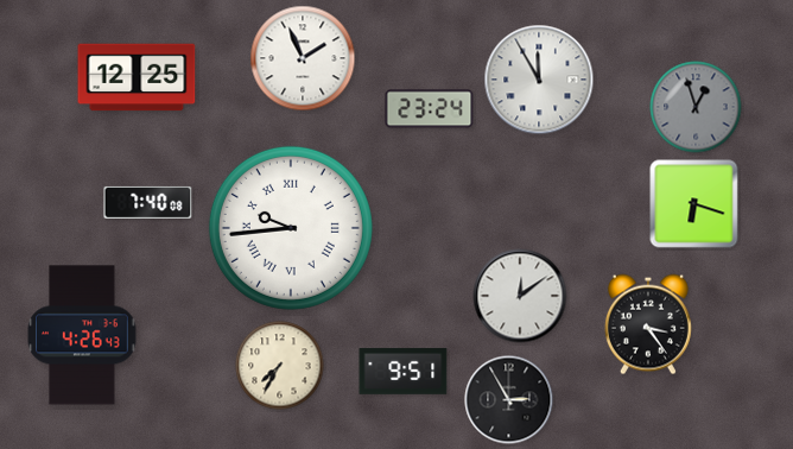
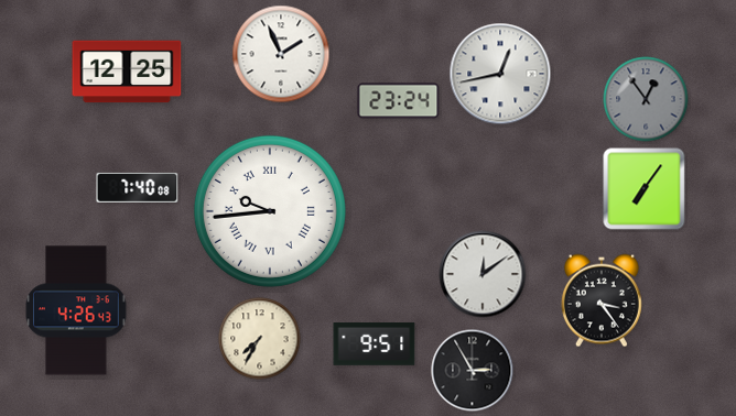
clock at (539, 80): 11:55 -> 12:43
clock at (696, 107): 12:57 -> 12:54
clock at (694, 204): 6:18 -> 7:06
